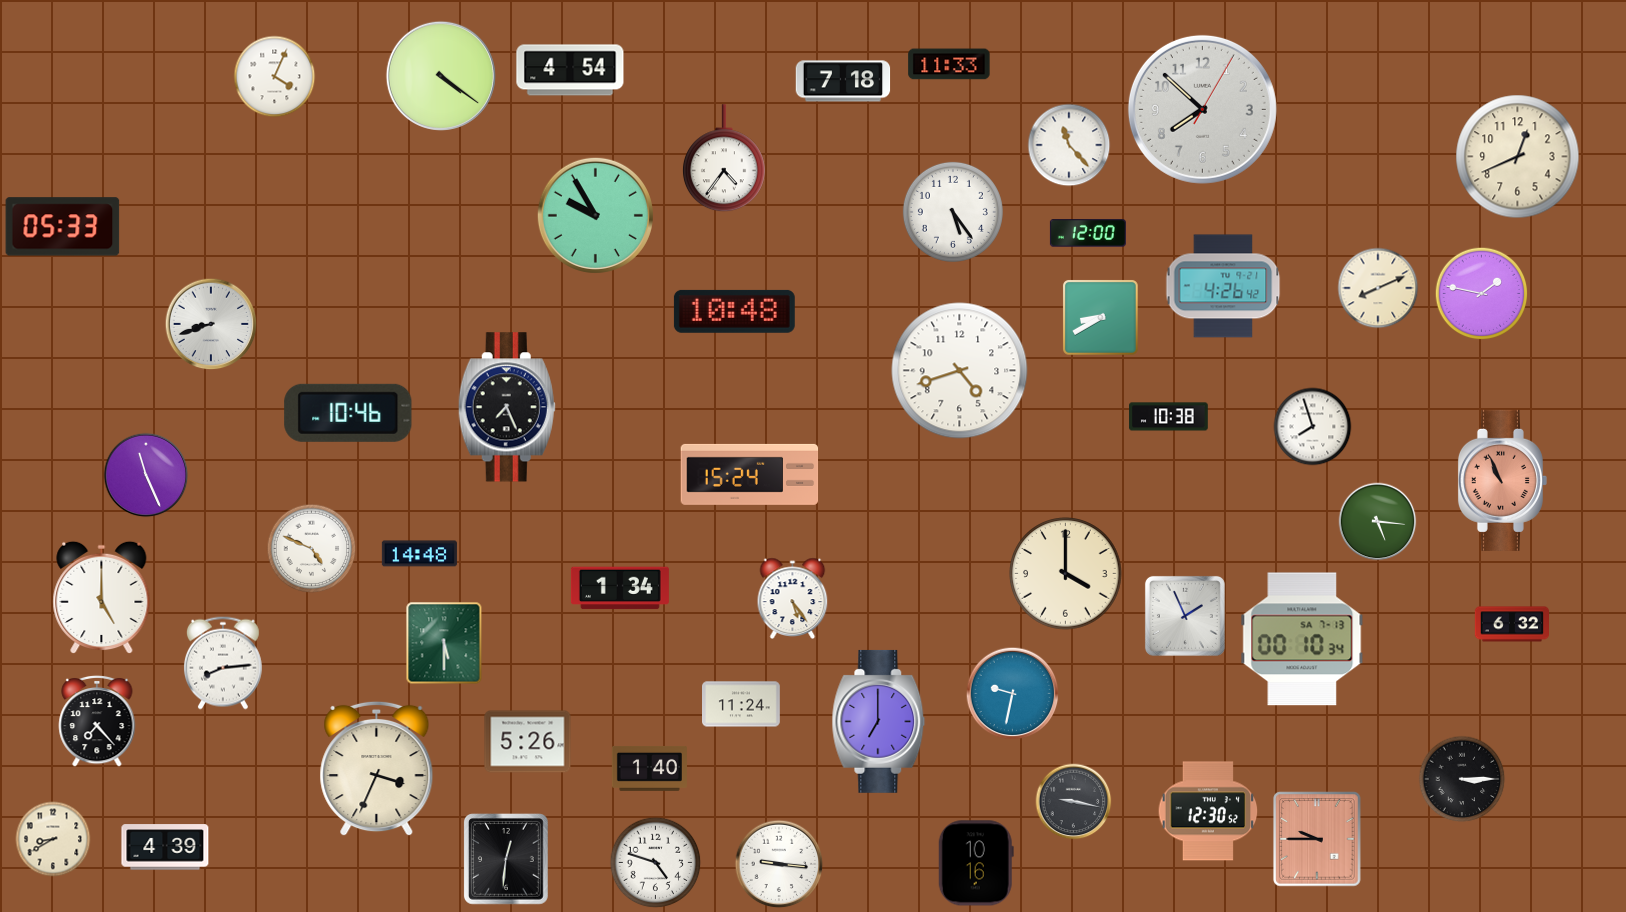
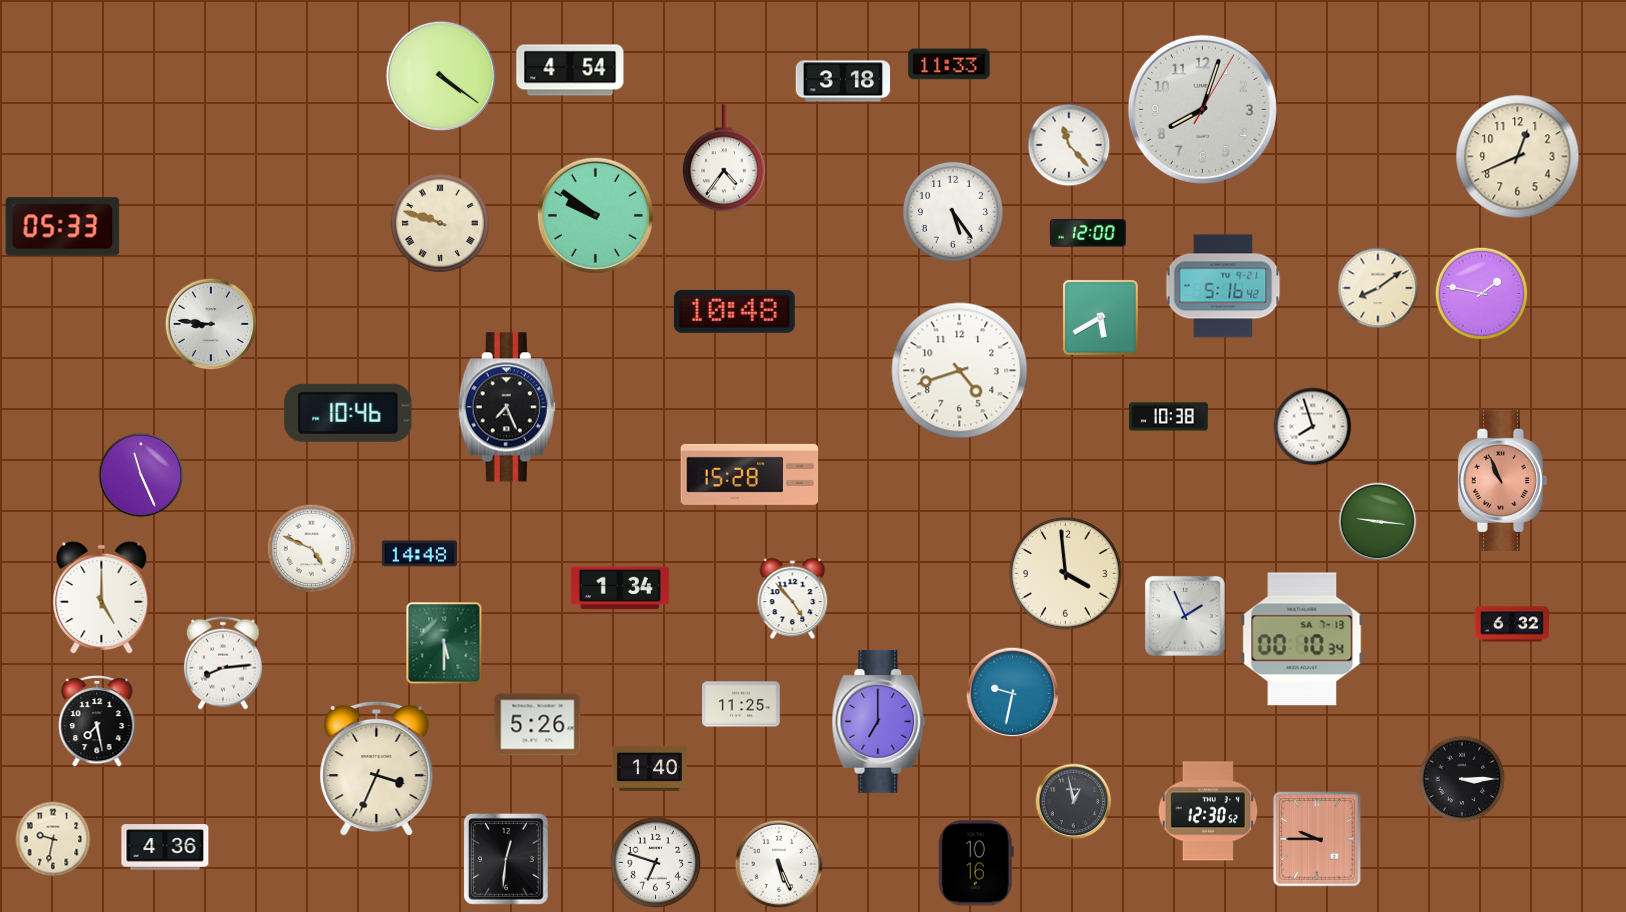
clock at (275, 77): 4:04 -> none
clock at (843, 81): 7:18 -> 3:18
clock at (1202, 109): 7:52 -> 8:03
clock at (595, 215): 9:55 -> 9:51
clock at (440, 223): none -> 9:48
clock at (1223, 286): 4:26 -> 5:16
clock at (1378, 288): 8:11 -> 8:09
clock at (1100, 317): 8:40 -> 5:40
clock at (211, 324): 8:42 -> 8:46
clock at (750, 474): 15:24 -> 15:28
clock at (146, 475) position: (146, 475) -> (141, 475)
clock at (1378, 522): 5:16 -> 9:16
clock at (1066, 574): 4:00 -> 3:59
clock at (793, 598): 5:24 -> 4:53
clock at (742, 704): 11:24 -> 11:25
clock at (97, 721): 7:23 -> 7:28
clock at (528, 742) position: (528, 742) -> (538, 725)
clock at (1074, 802): 9:17 -> 12:58
clock at (53, 839): 8:40 -> 9:32
clock at (165, 847): 4:39 -> 4:36
clock at (656, 863): 4:48 -> 6:48
clock at (779, 864): 9:16 -> 5:26
